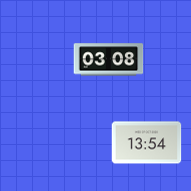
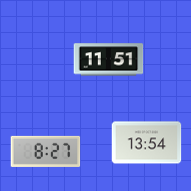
clock at (109, 60): 03:08 -> 11:51
clock at (46, 151): none -> 8:27
